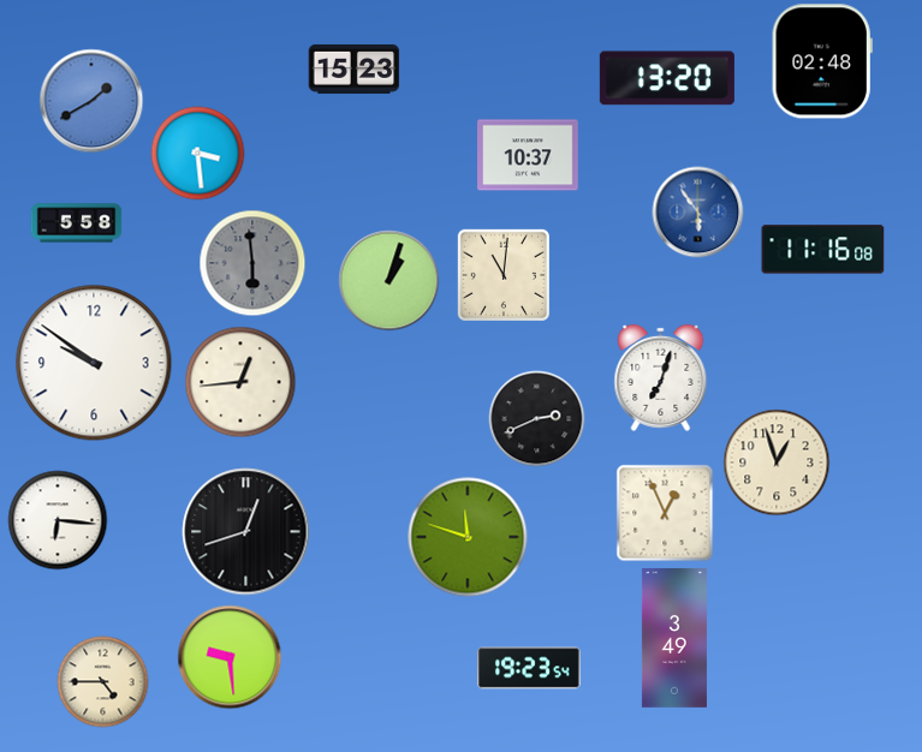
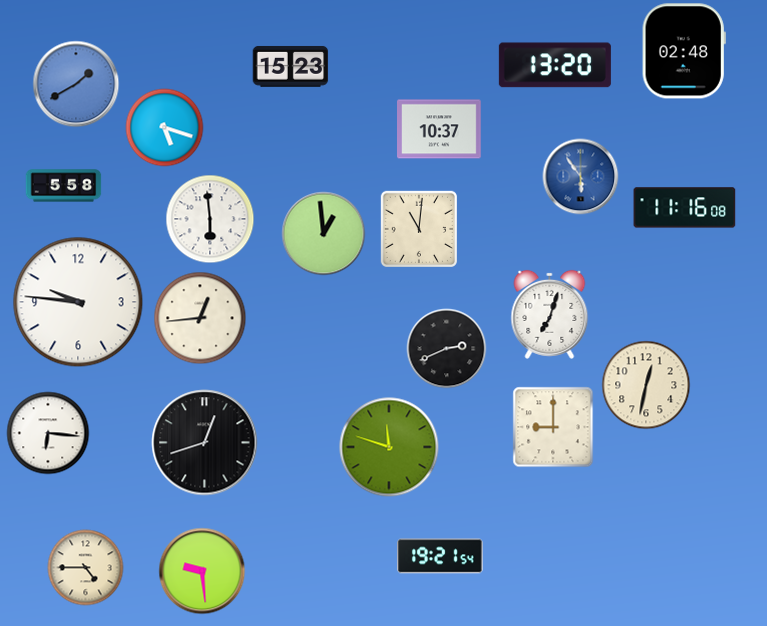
clock at (355, 68) position: (355, 68) -> (291, 66)
clock at (198, 154): 3:29 -> 5:18
clock at (252, 263) dial: grey -> white
clock at (389, 281): 1:03 -> 12:59
clock at (94, 363): 9:51 -> 9:46
clock at (777, 462): 12:57 -> 12:32
clock at (665, 513): 12:56 -> 9:00
clock at (674, 639): 3:49 -> none
clock at (230, 657) position: (230, 657) -> (202, 571)
clock at (529, 668): 19:23 -> 19:21
